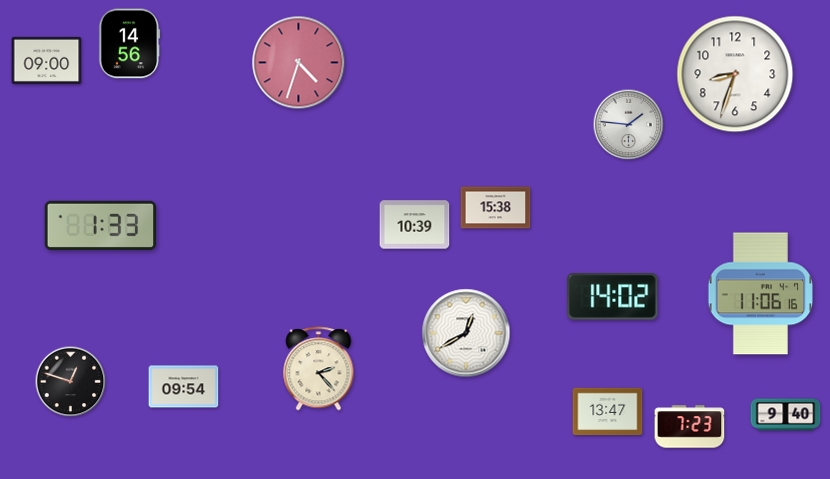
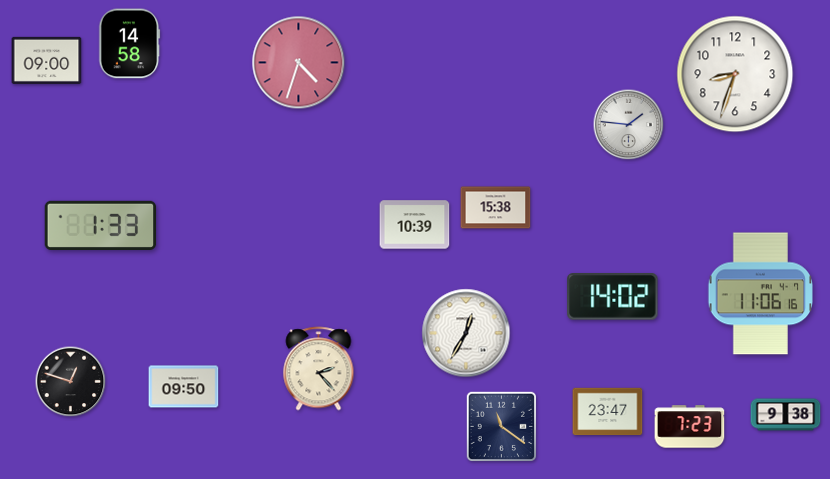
clock at (130, 44): 14:56 -> 14:58
clock at (466, 333): 12:40 -> 12:35
clock at (184, 387): 09:54 -> 09:50
clock at (608, 412): 13:47 -> 23:47
clock at (786, 415): 9:40 -> 9:38
clock at (501, 426): none -> 11:21
